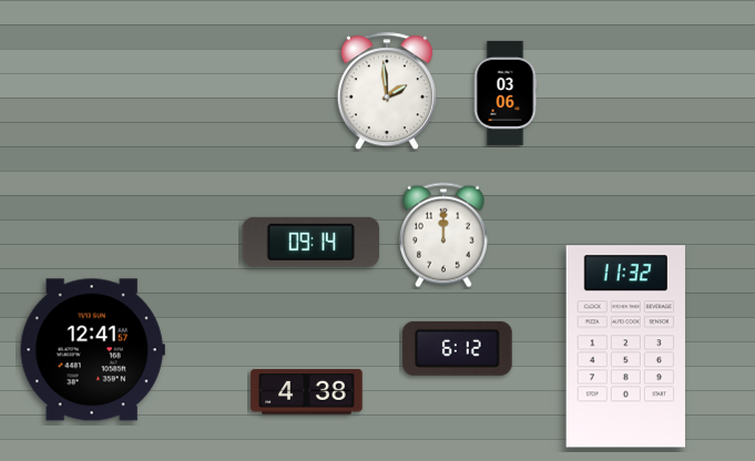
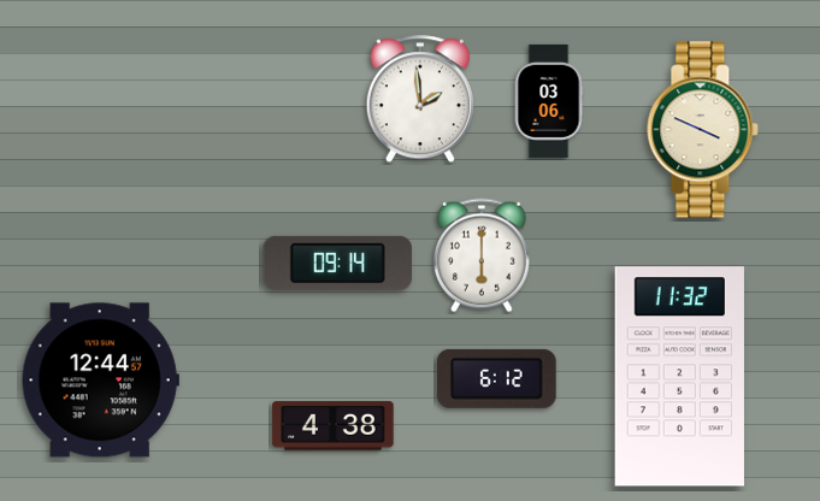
clock at (703, 130): none -> 3:49
clock at (443, 235): 12:00 -> 6:00
clock at (92, 350): 12:41 -> 12:44
